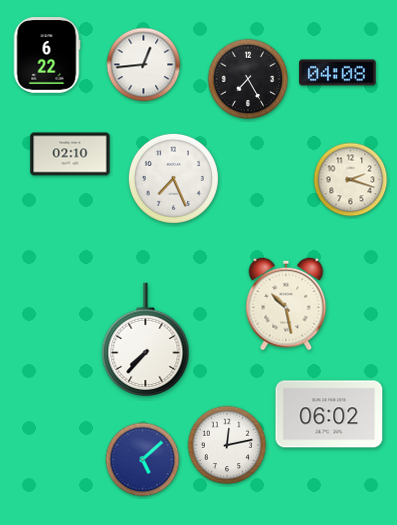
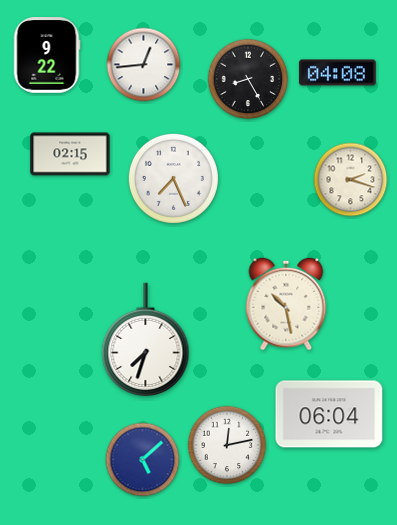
clock at (47, 55): 6:22 -> 9:22
clock at (248, 79): 7:25 -> 8:25
clock at (70, 154): 02:10 -> 02:15
clock at (146, 339): 7:37 -> 7:33
clock at (329, 414): 06:02 -> 06:04
